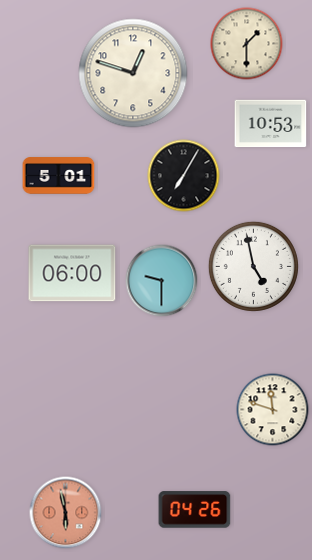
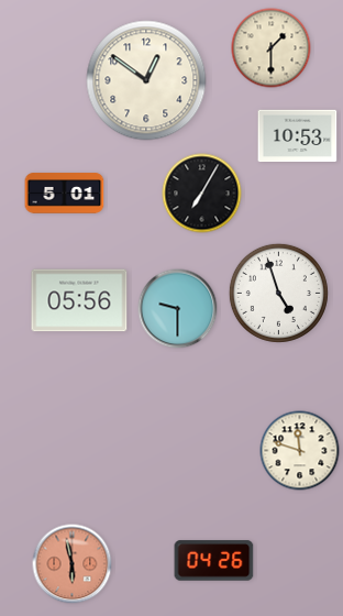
clock at (133, 73): 12:48 -> 12:51
clock at (253, 266): 4:58 -> 4:57
clock at (72, 273): 06:00 -> 05:56
